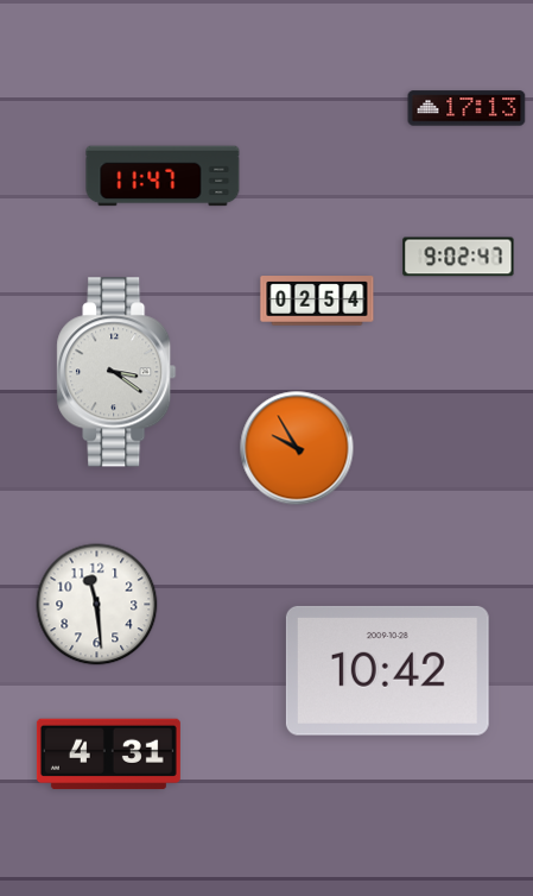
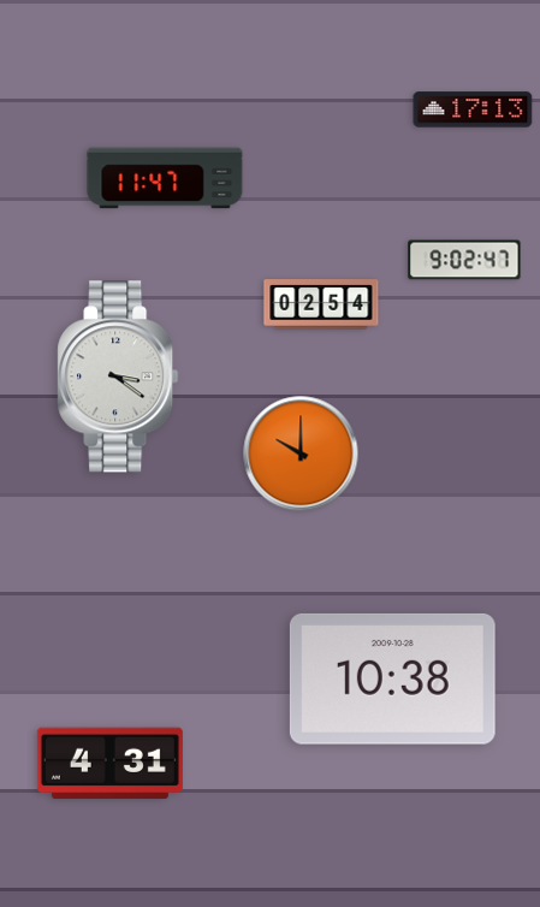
clock at (297, 448): 9:55 -> 10:00
clock at (97, 605): 11:29 -> none
clock at (387, 670): 10:42 -> 10:38
